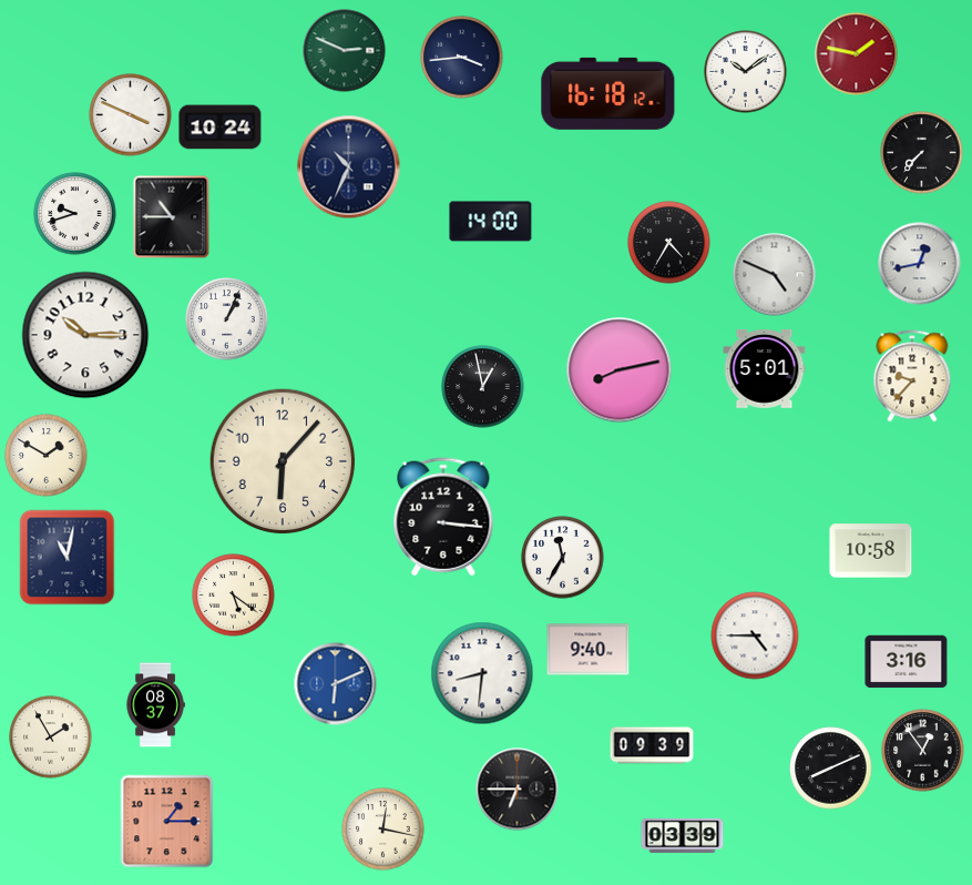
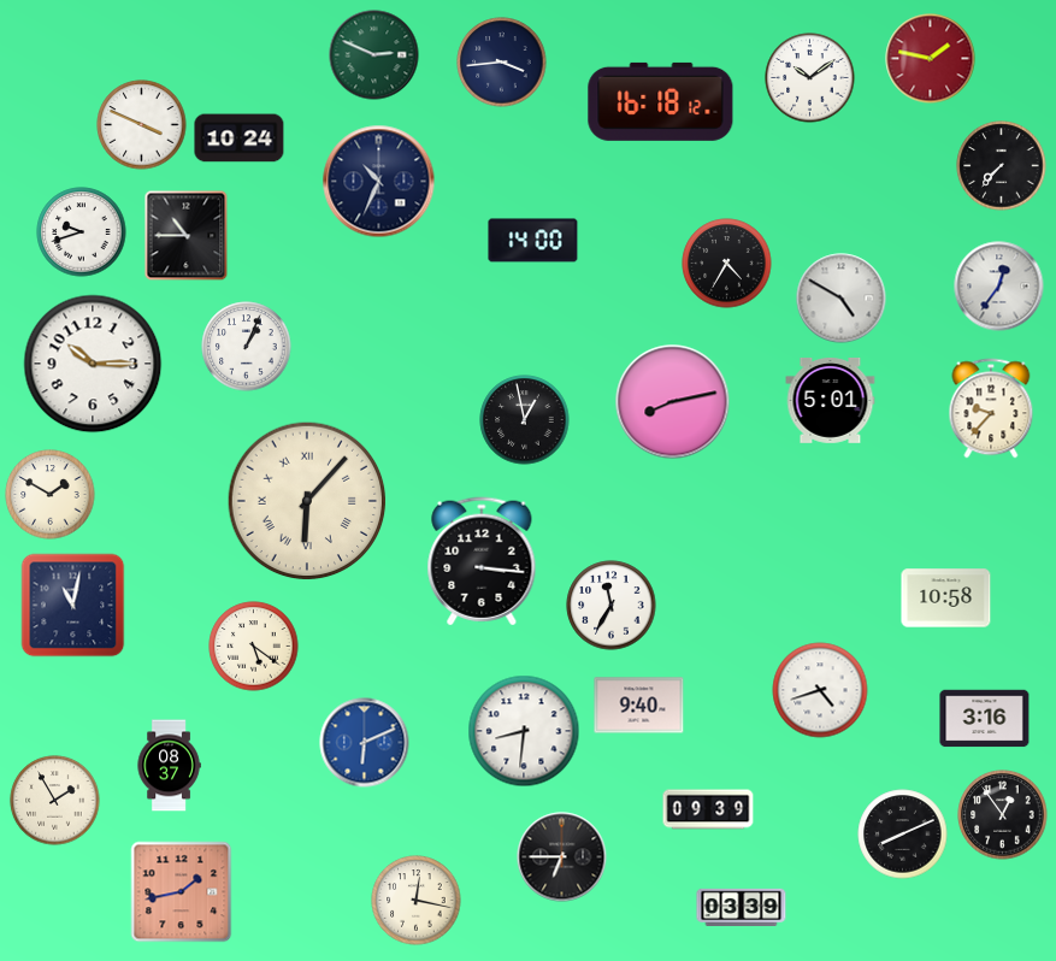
clock at (920, 264): 12:43 -> 12:36
clock at (775, 275): 4:49 -> 4:50
clock at (283, 461) numerals: Arabic -> Roman
clock at (755, 635): 4:45 -> 4:42
clock at (167, 822): 1:15 -> 1:43
